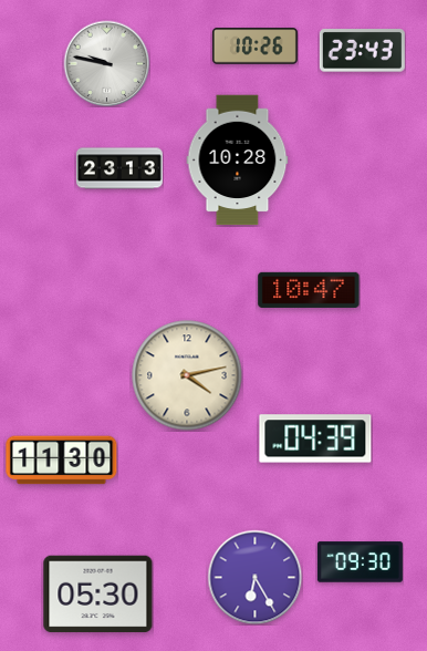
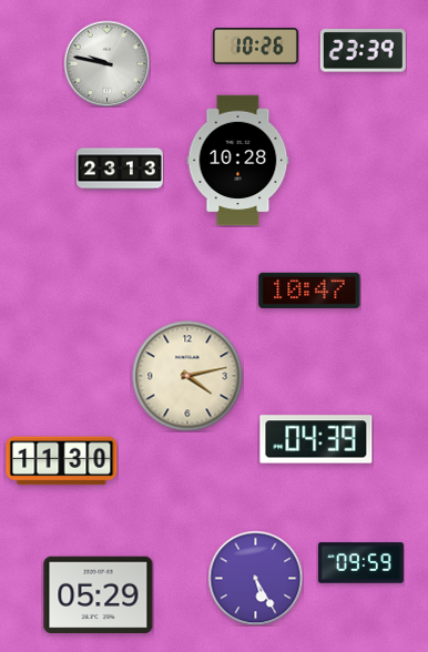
clock at (362, 51): 23:43 -> 23:39
clock at (360, 562): 09:30 -> 09:59
clock at (254, 577): 6:25 -> 5:25
clock at (98, 595): 05:30 -> 05:29
